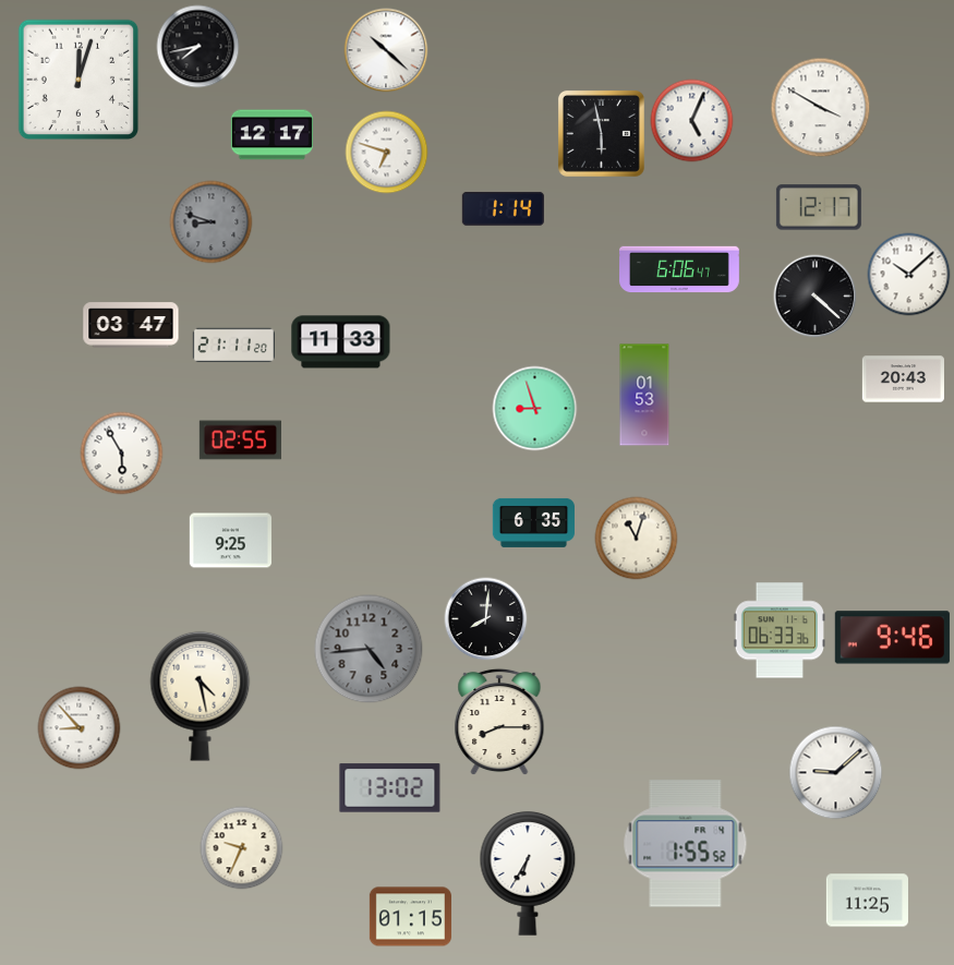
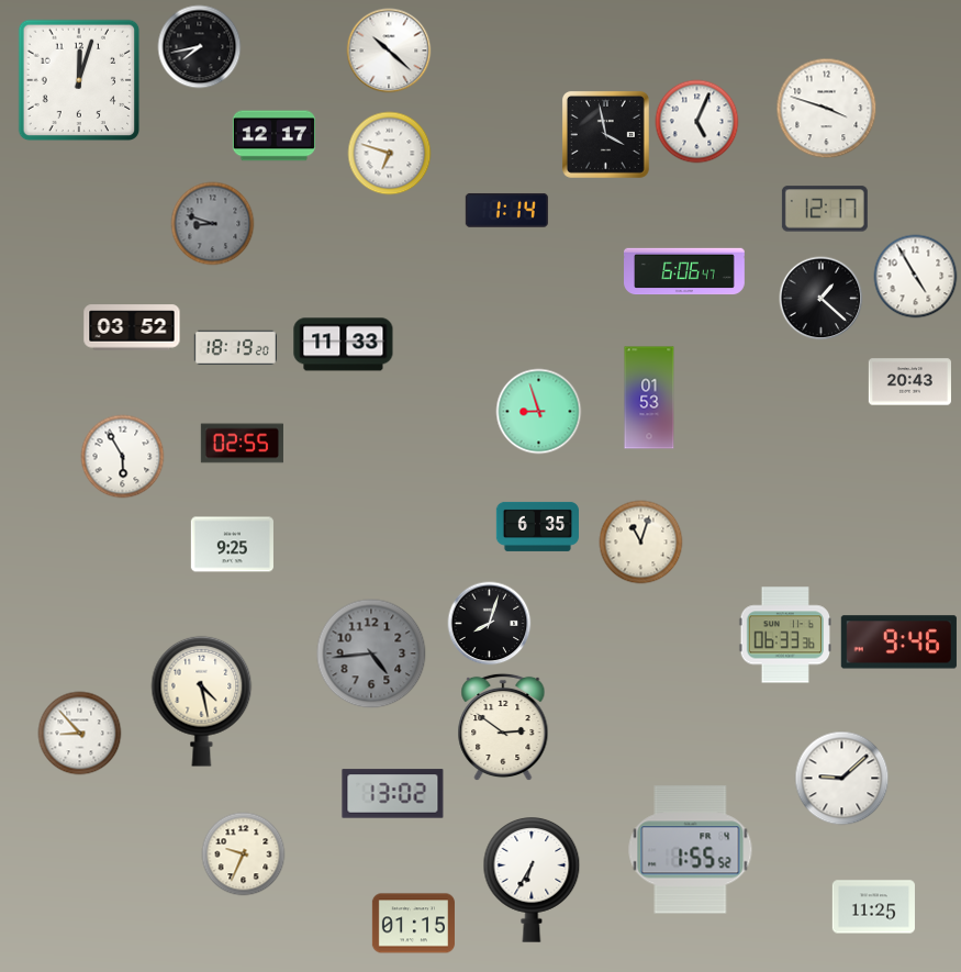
clock at (821, 108): 3:50 -> 3:48
clock at (601, 133): 5:58 -> 3:58
clock at (909, 275): 10:08 -> 4:55
clock at (816, 297): 4:22 -> 1:22
clock at (131, 325): 03:47 -> 03:52
clock at (233, 346): 21:11 -> 18:19
clock at (486, 619): 8:01 -> 8:03
clock at (499, 722): 8:15 -> 2:51
